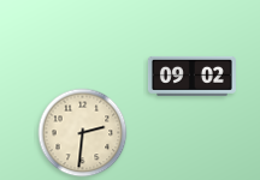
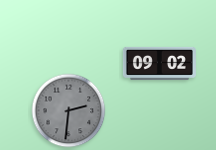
clock at (83, 133) dial: cream -> grey
